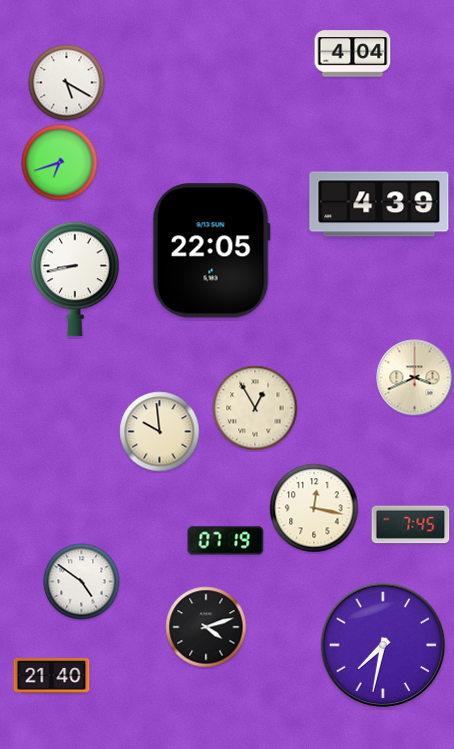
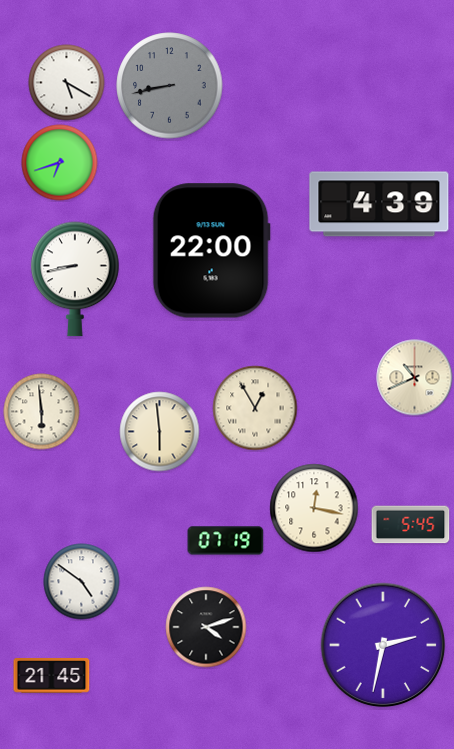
clock at (353, 54): 4:04 -> none
clock at (170, 86): none -> 8:43
clock at (211, 251): 22:05 -> 22:00
clock at (415, 378): 3:41 -> 10:41
clock at (42, 412): none -> 5:59
clock at (160, 432): 9:59 -> 5:59
clock at (411, 525): 7:45 -> 5:45
clock at (383, 645): 7:32 -> 2:32
clock at (52, 676): 21:40 -> 21:45
